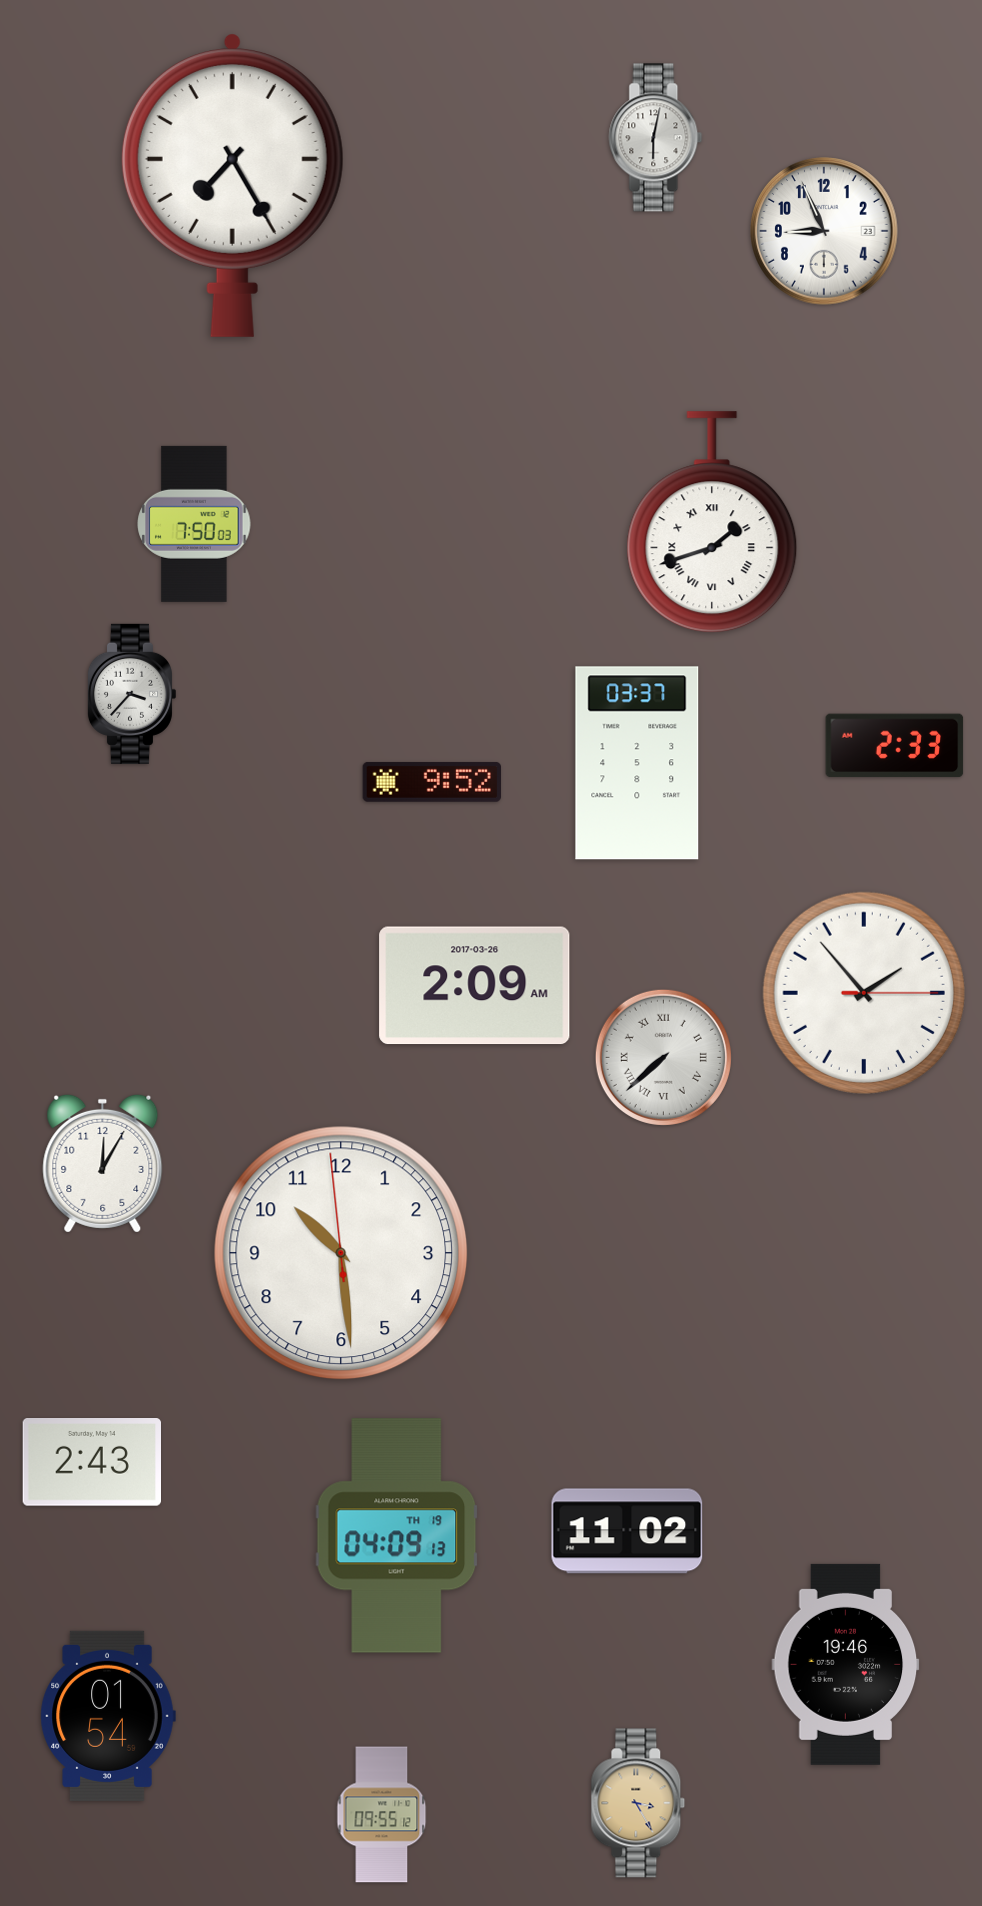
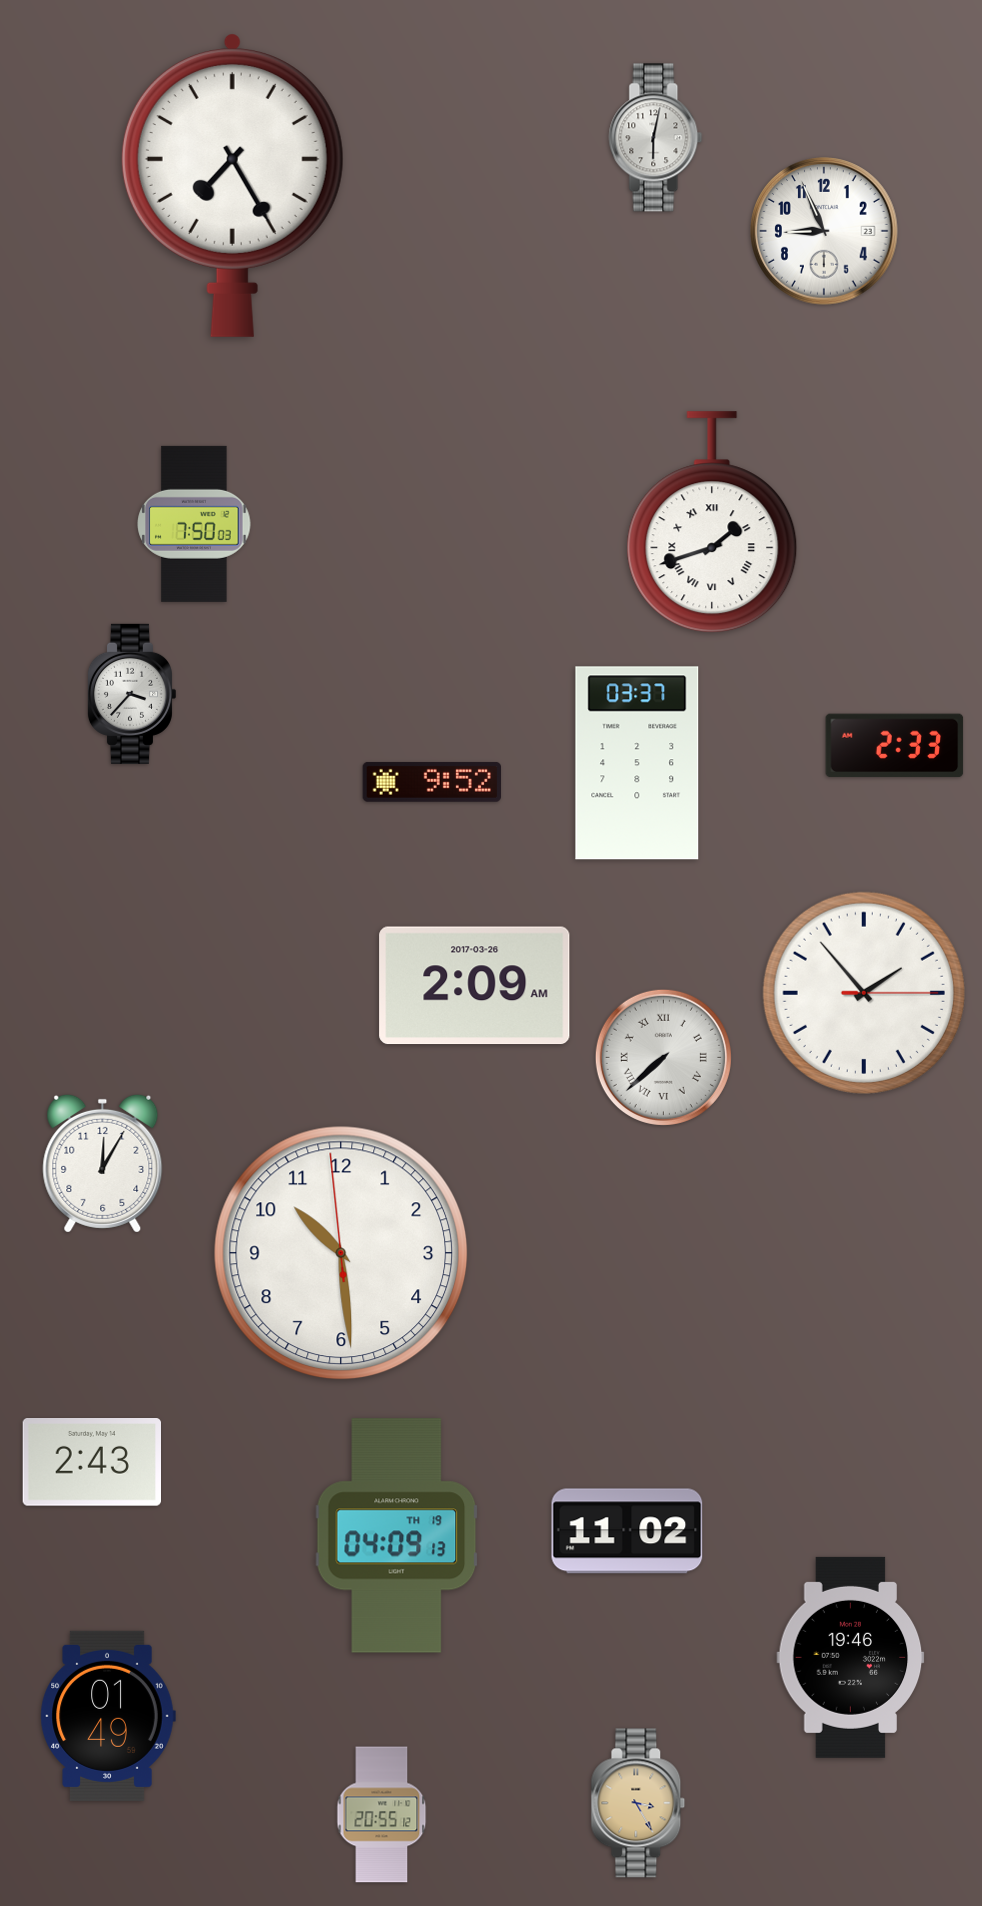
clock at (846, 1664) position: (846, 1664) -> (851, 1657)
clock at (108, 1716): 01:54 -> 01:49
clock at (382, 1815): 09:55 -> 20:55
